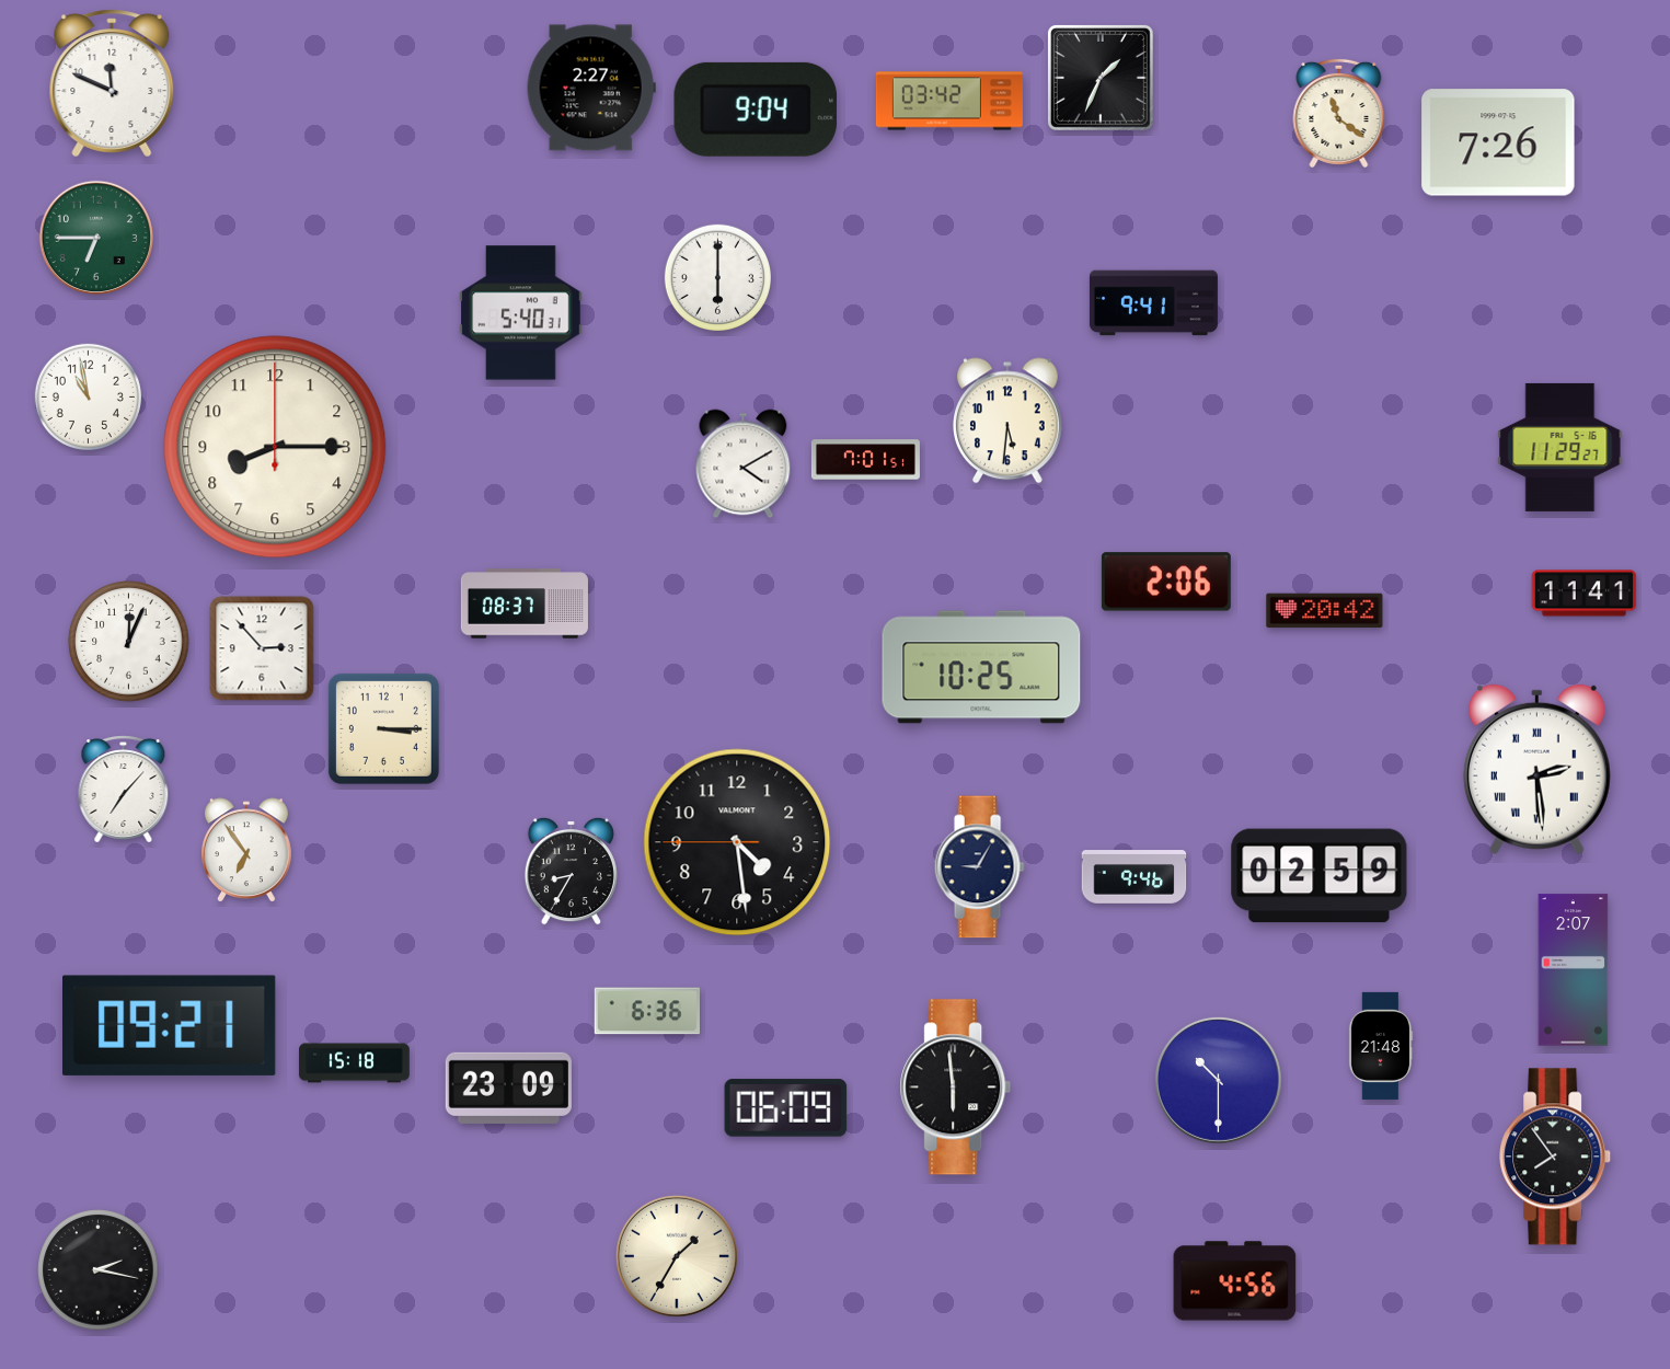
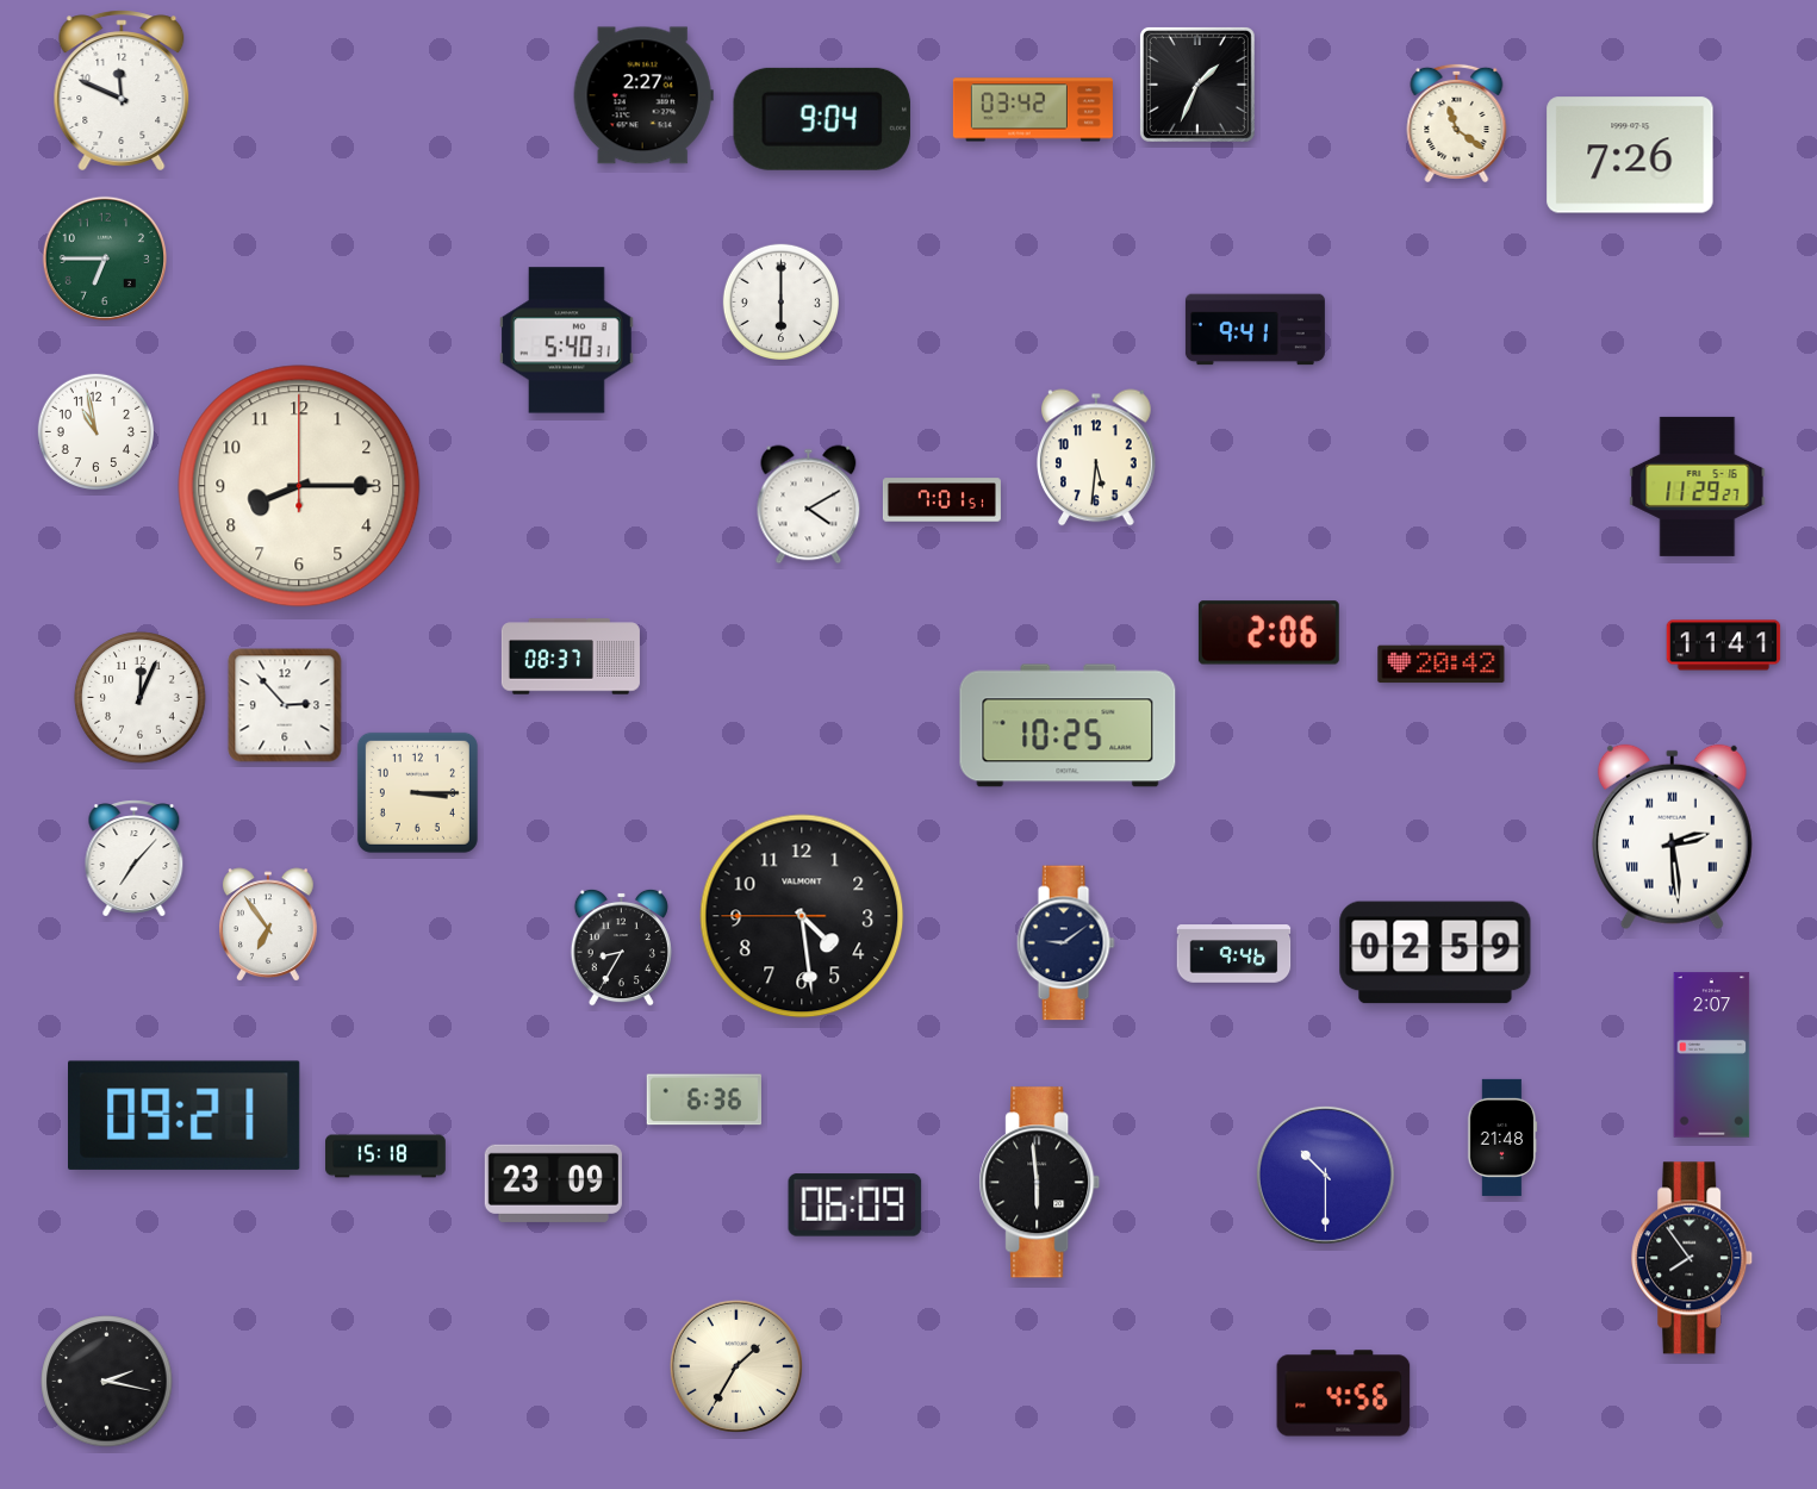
clock at (979, 867): 9:05 -> 9:09
